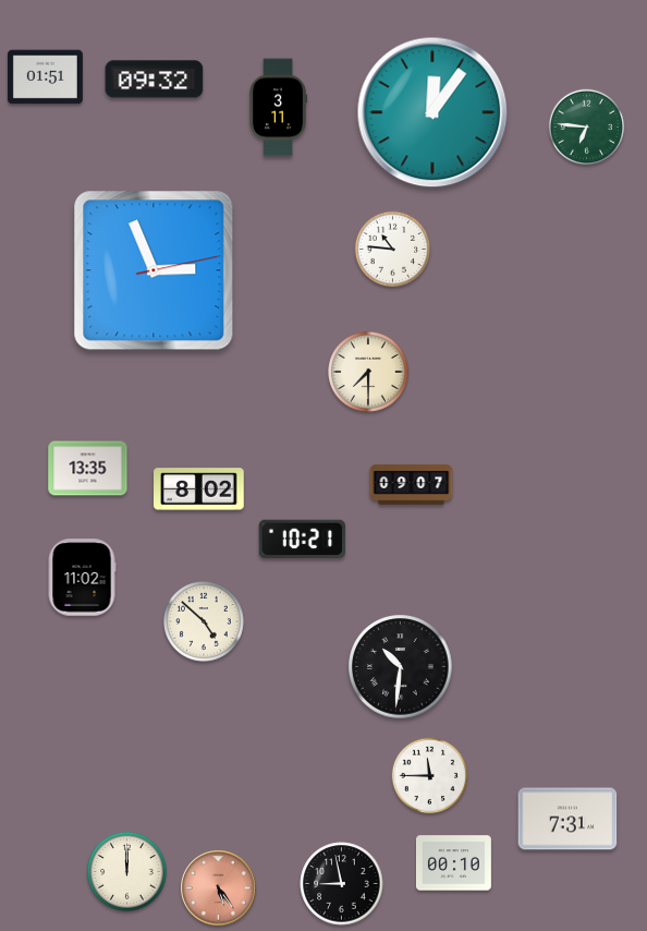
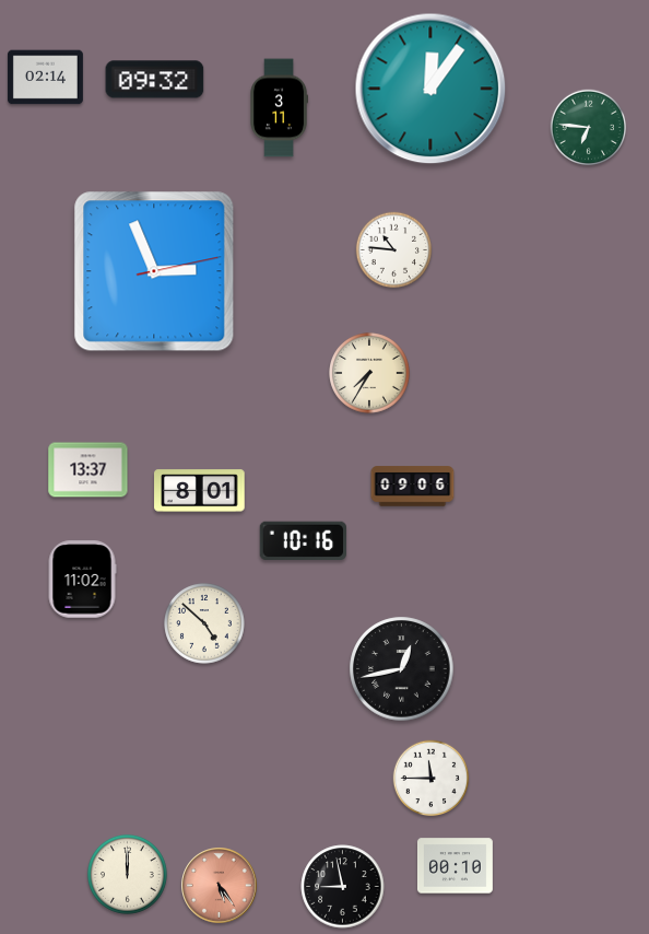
clock at (45, 77): 01:51 -> 02:14
clock at (432, 112) position: (432, 112) -> (430, 89)
clock at (368, 372): 7:30 -> 7:35
clock at (88, 469): 13:35 -> 13:37
clock at (412, 485): 09:07 -> 09:06
clock at (199, 489): 8:02 -> 8:01
clock at (302, 540): 10:21 -> 10:16
clock at (401, 667): 10:31 -> 12:43
clock at (567, 819): 7:31 -> none
clock at (219, 888) position: (219, 888) -> (220, 886)
